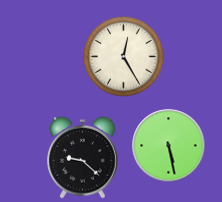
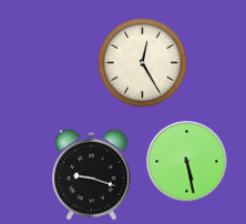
clock at (124, 57) position: (124, 57) -> (143, 63)
clock at (83, 157): 9:22 -> 9:18
